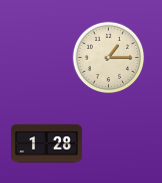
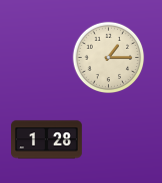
clock at (47, 144) position: (47, 144) -> (47, 140)
